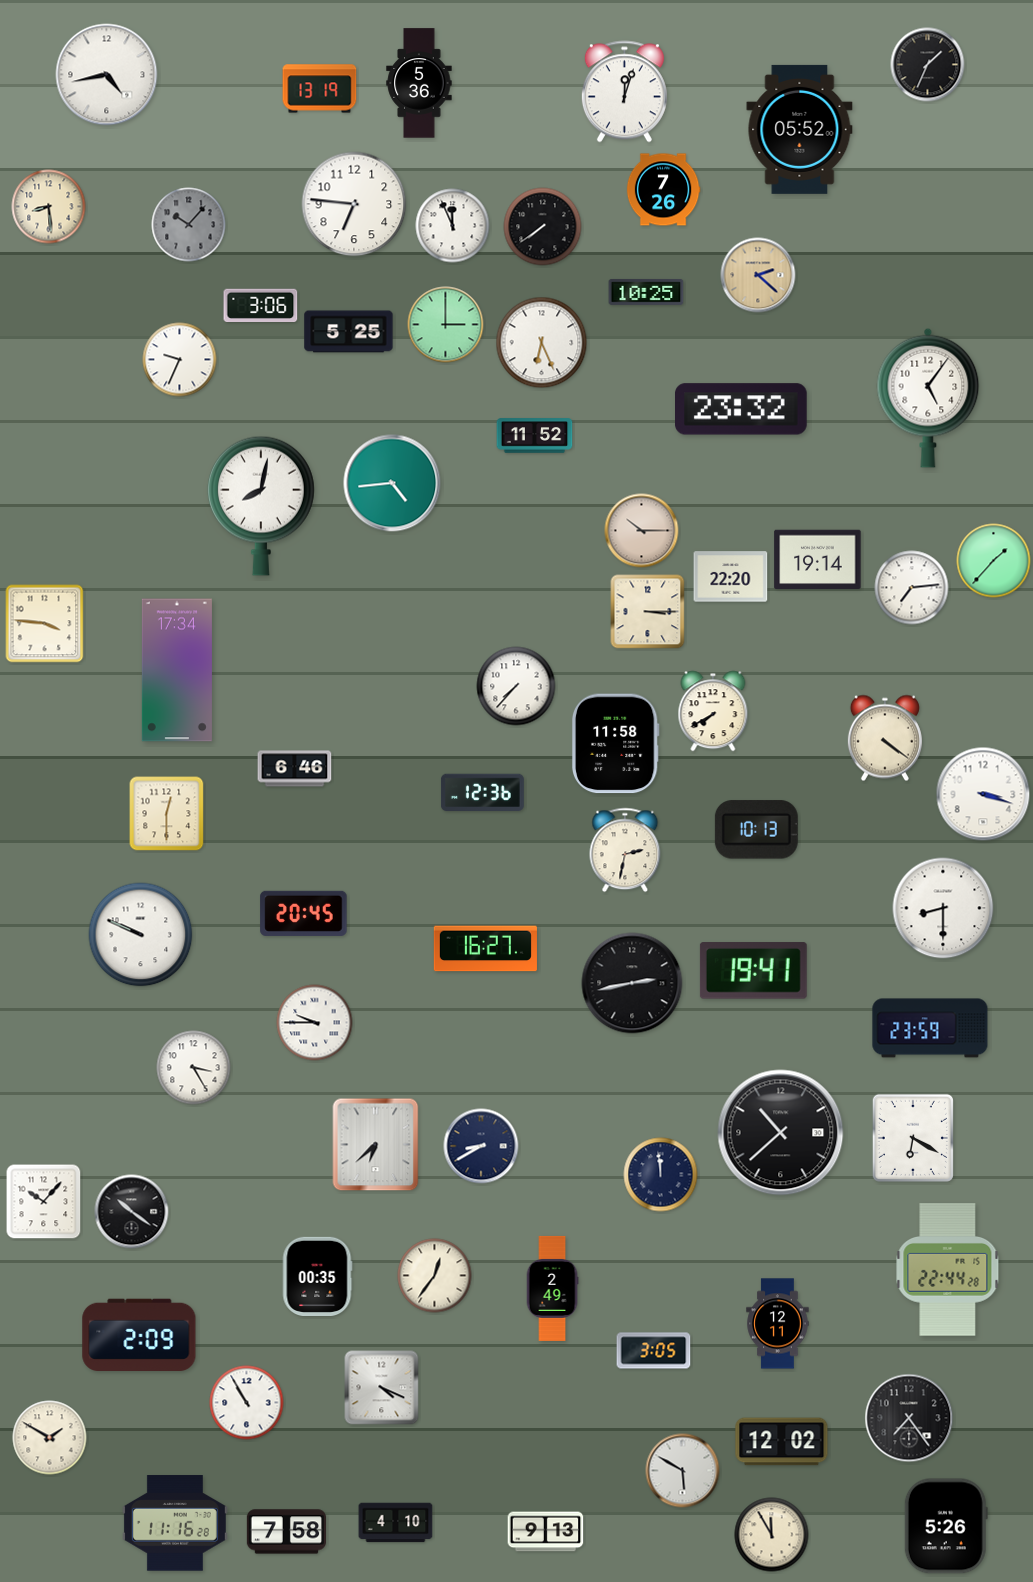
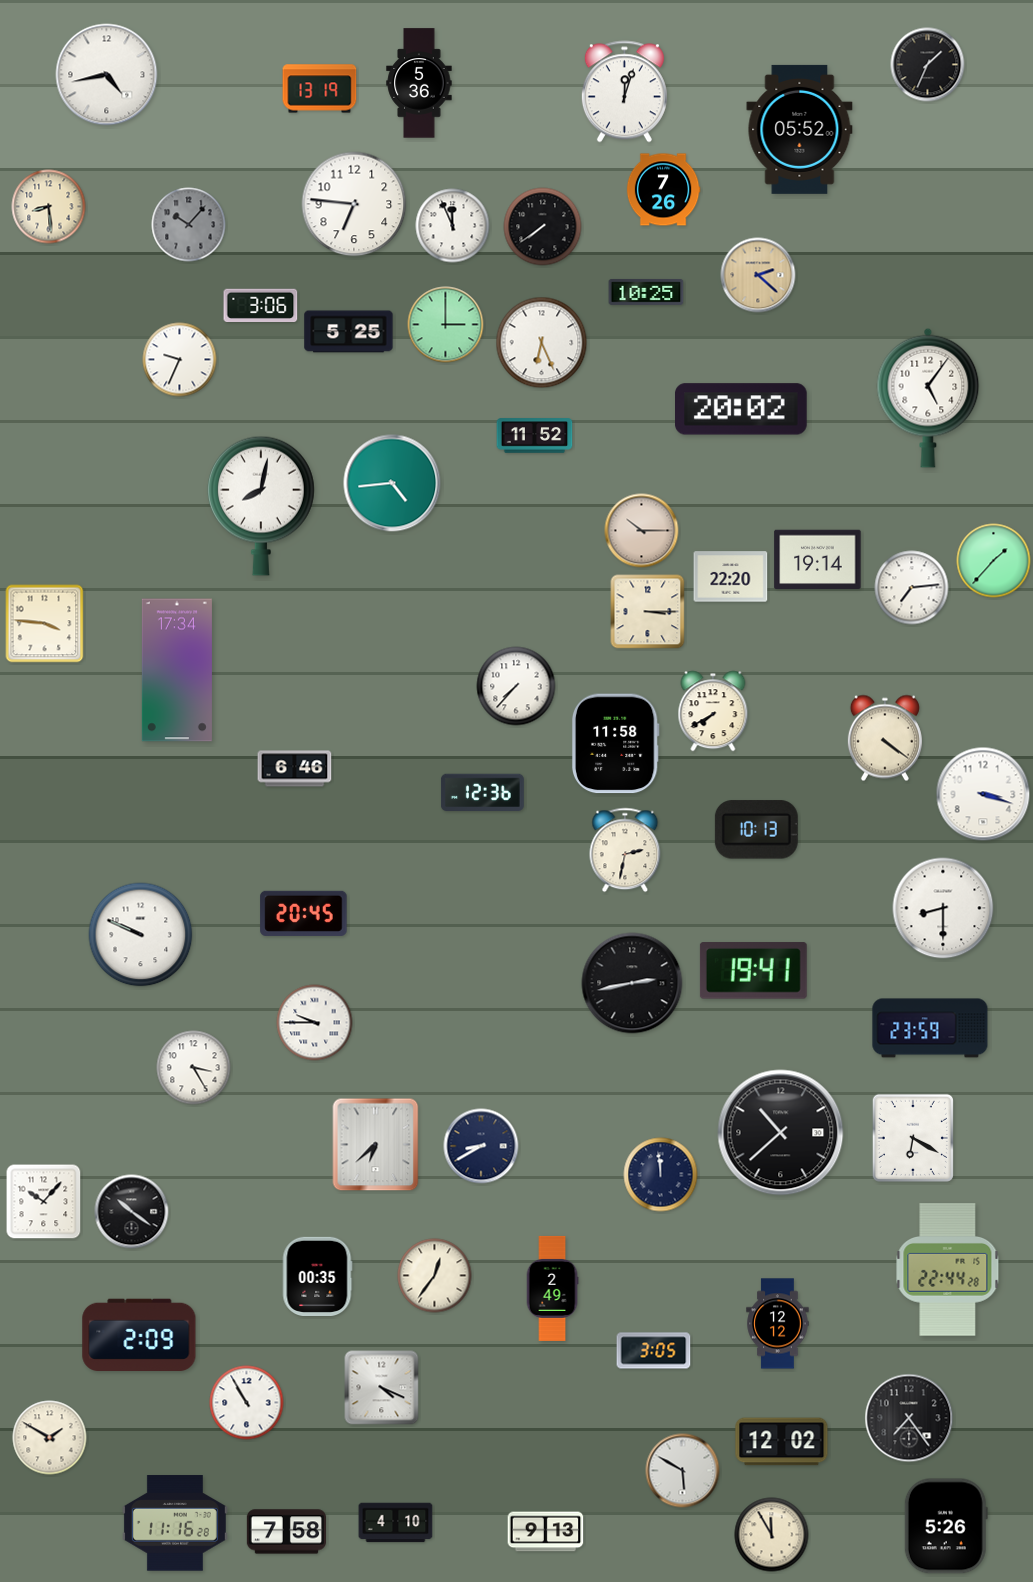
clock at (741, 409): 23:32 -> 20:02
clock at (167, 814): 12:30 -> none
clock at (485, 949): 16:27 -> none
clock at (778, 1324): 12:11 -> 12:12
